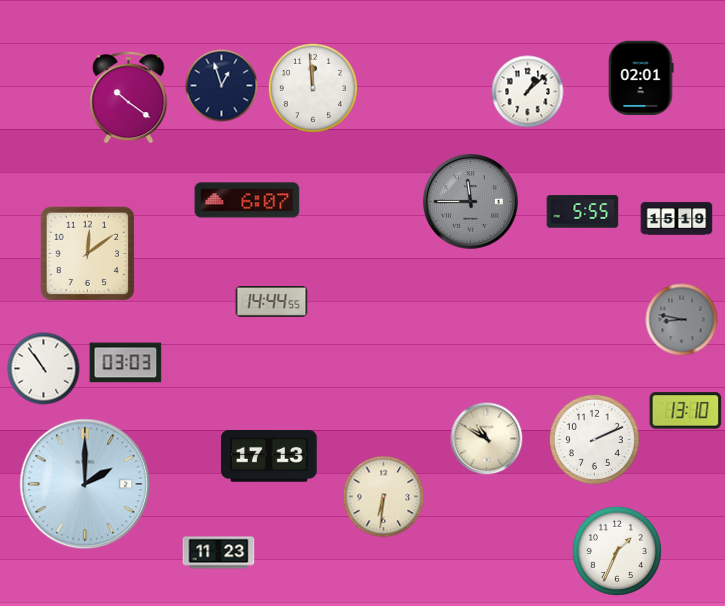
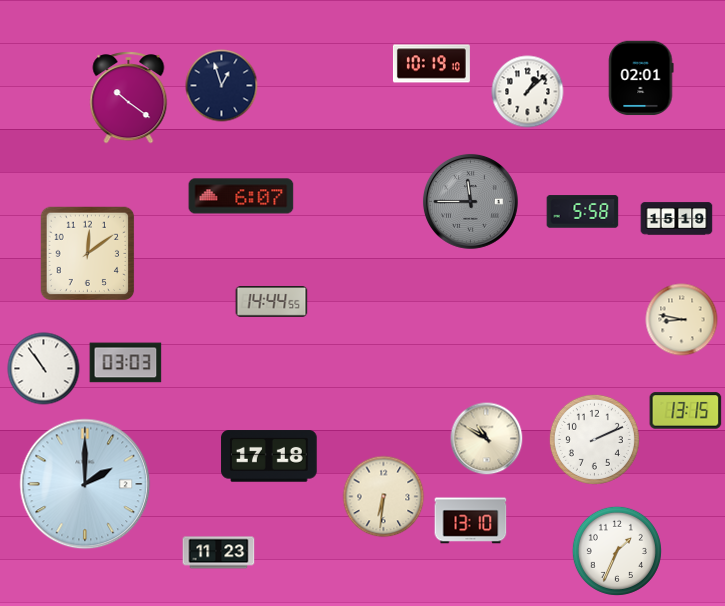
clock at (431, 64): none -> 10:19
clock at (313, 88): 11:59 -> none
clock at (247, 200) position: (247, 200) -> (241, 196)
clock at (583, 212): 5:55 -> 5:58
clock at (682, 320) dial: grey -> cream
clock at (686, 411): 13:10 -> 13:15
clock at (269, 456): 17:13 -> 17:18
clock at (471, 521): none -> 13:10
